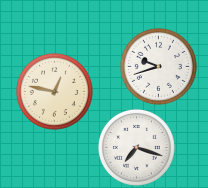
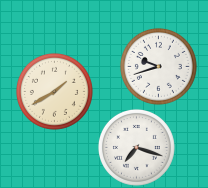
clock at (54, 91): 12:47 -> 1:40
